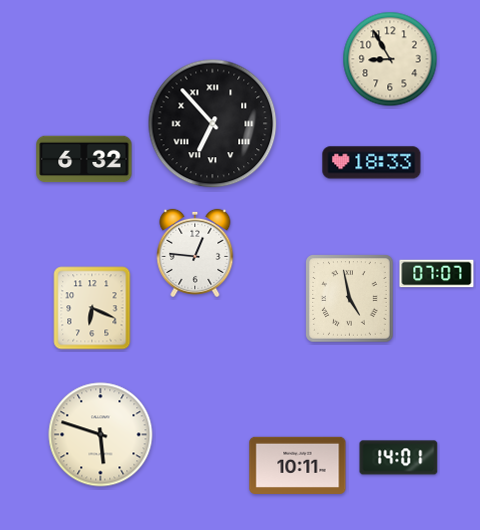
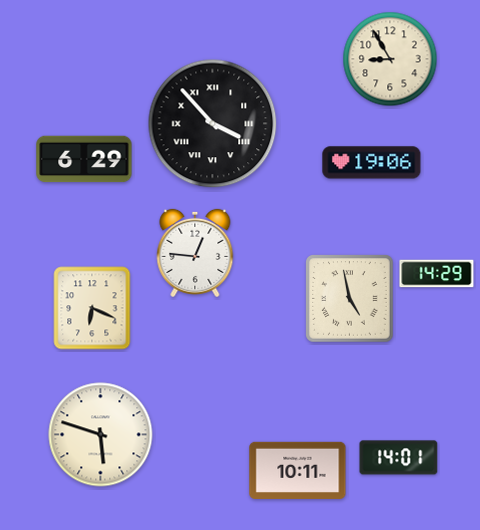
clock at (213, 124): 6:53 -> 3:53
clock at (84, 159): 6:32 -> 6:29
clock at (372, 163): 18:33 -> 19:06
clock at (437, 274): 07:07 -> 14:29
clock at (298, 465) position: (298, 465) -> (298, 470)
